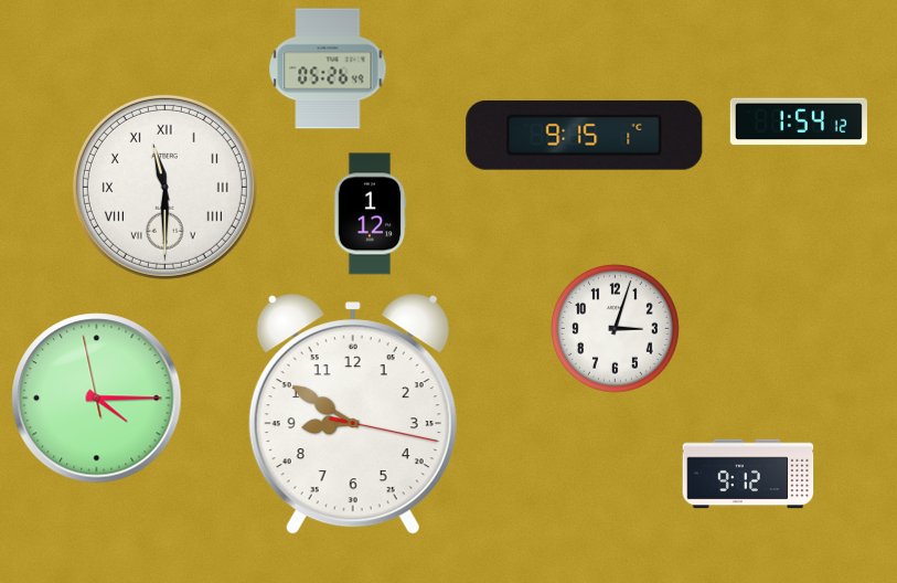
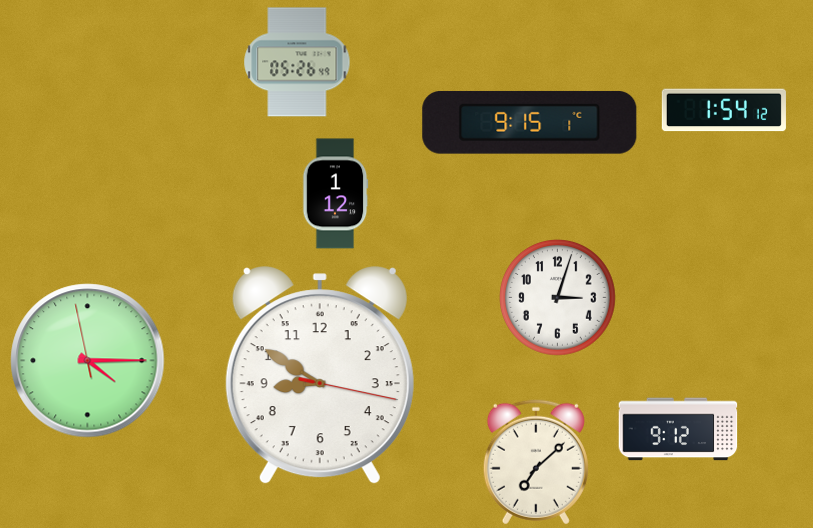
clock at (164, 187): 11:30 -> none
clock at (536, 462): none -> 7:08
